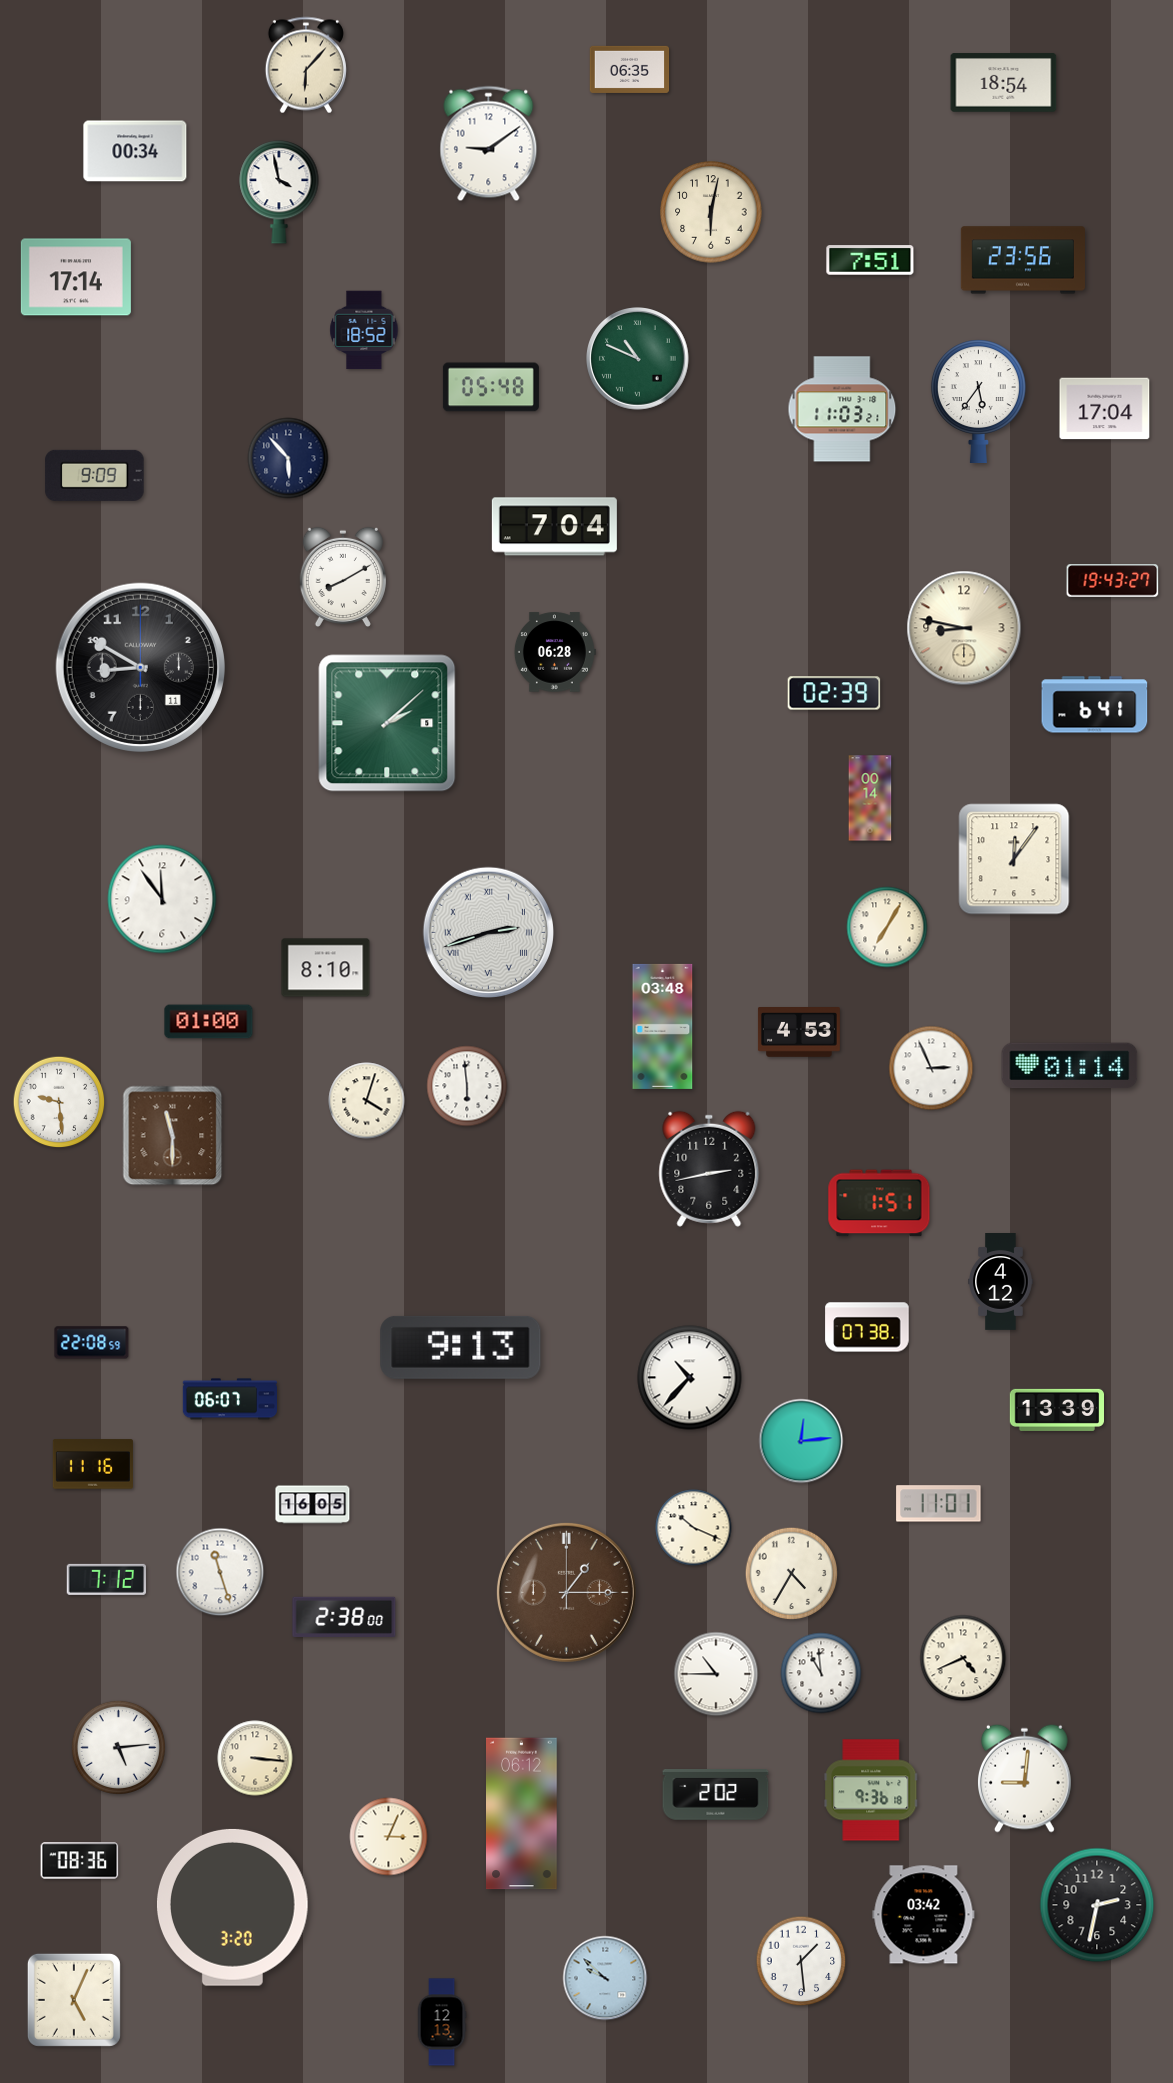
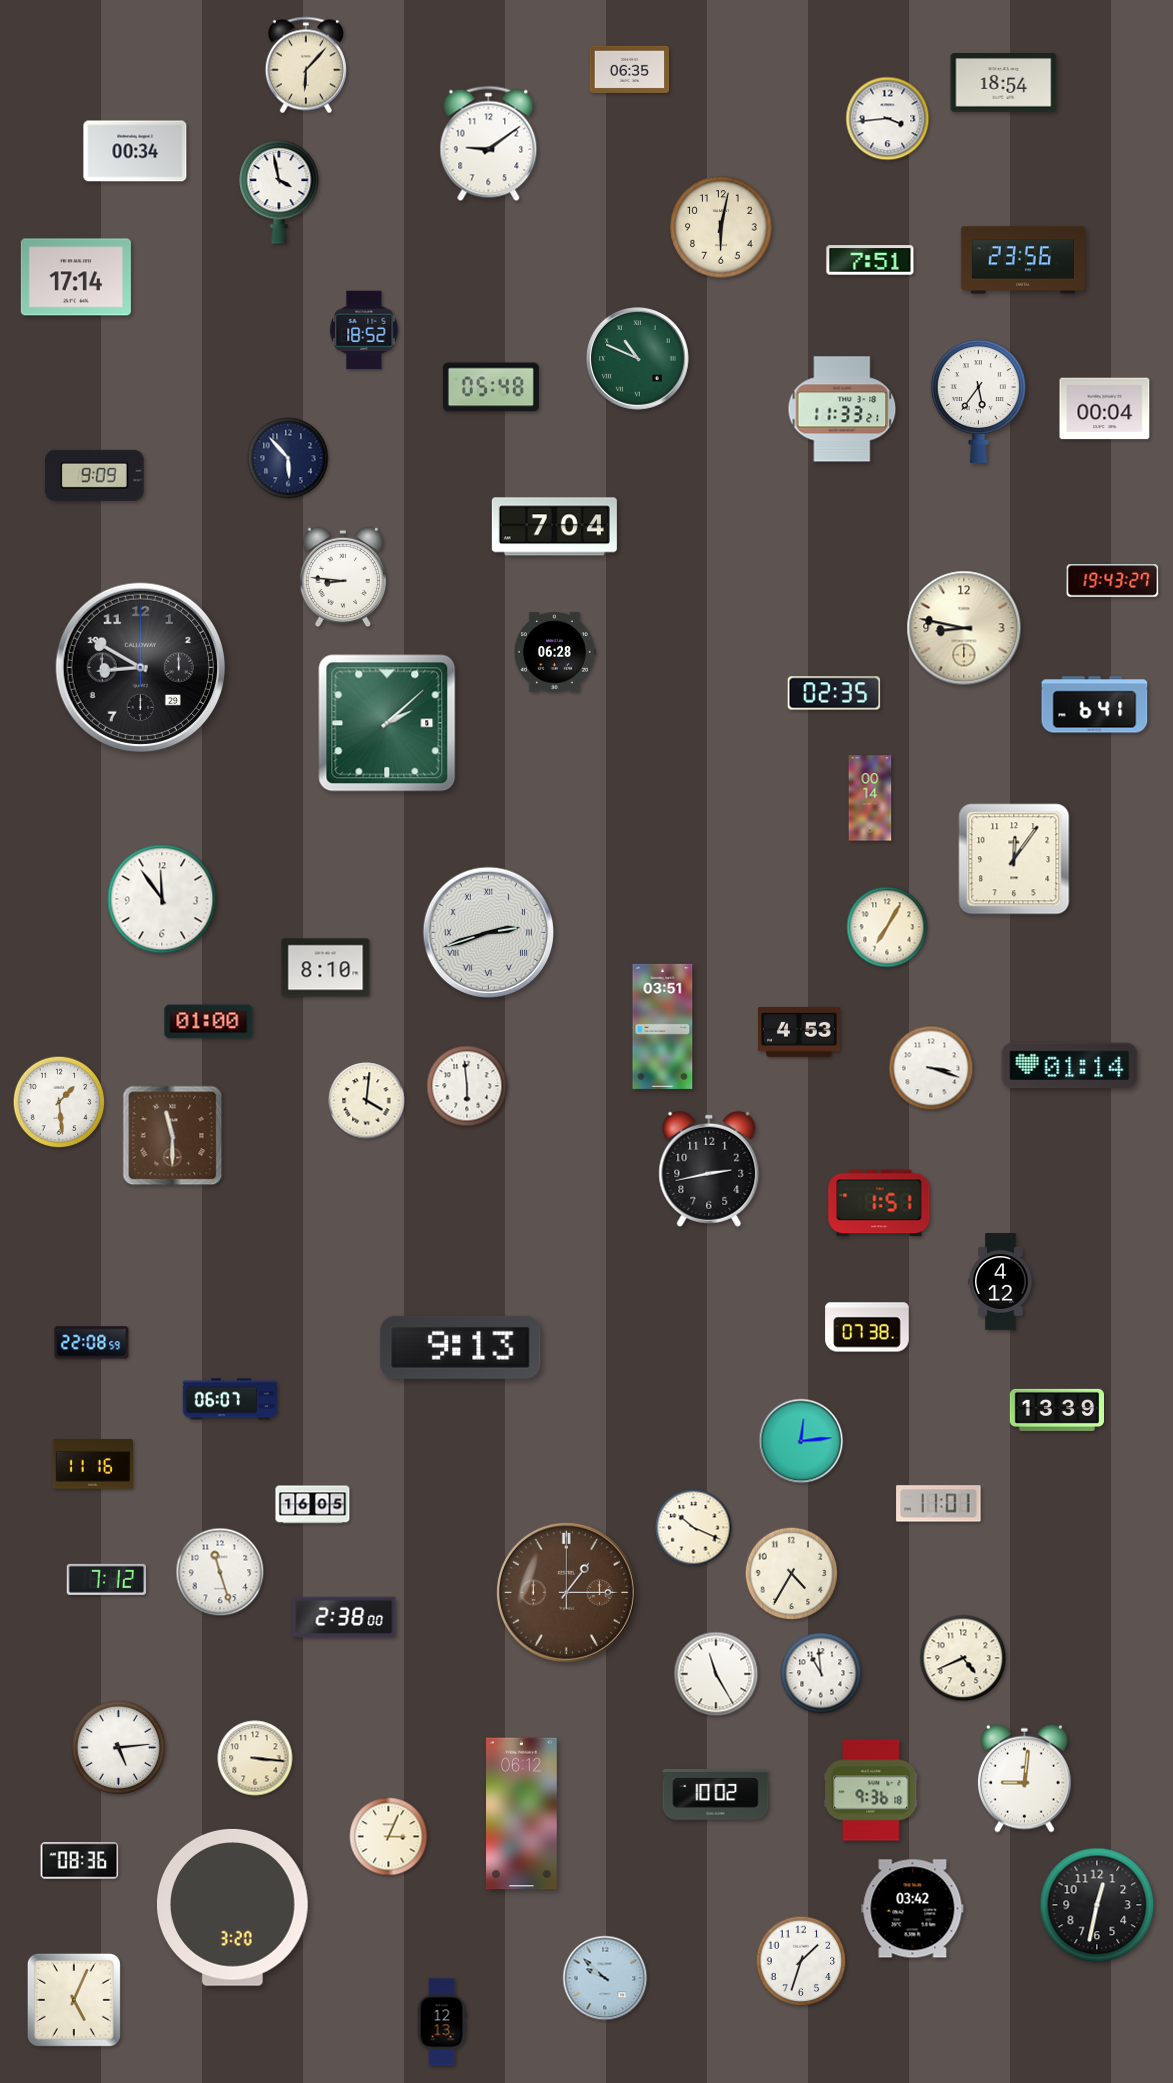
clock at (888, 119): none -> 3:44
clock at (711, 212) position: (711, 212) -> (721, 227)
clock at (842, 409): 11:03 -> 11:33
clock at (1105, 409): 17:04 -> 00:04
clock at (343, 577): 8:10 -> 8:46
clock at (140, 667) date: 11 -> 29
clock at (834, 693): 02:39 -> 02:35
clock at (663, 1026): 03:48 -> 03:51
clock at (931, 1068): 2:56 -> 3:18
clock at (367, 1101): 4:03 -> 4:01
clock at (59, 1102): 9:29 -> 1:29
clock at (690, 1378): 10:37 -> none
clock at (716, 1674): 10:45 -> 11:25
clock at (716, 1795): 2:02 -> 10:02
clock at (1097, 1905): 2:32 -> 12:32
clock at (924, 1915) position: (924, 1915) -> (913, 1909)
clock at (801, 1961): 1:29 -> 1:33
